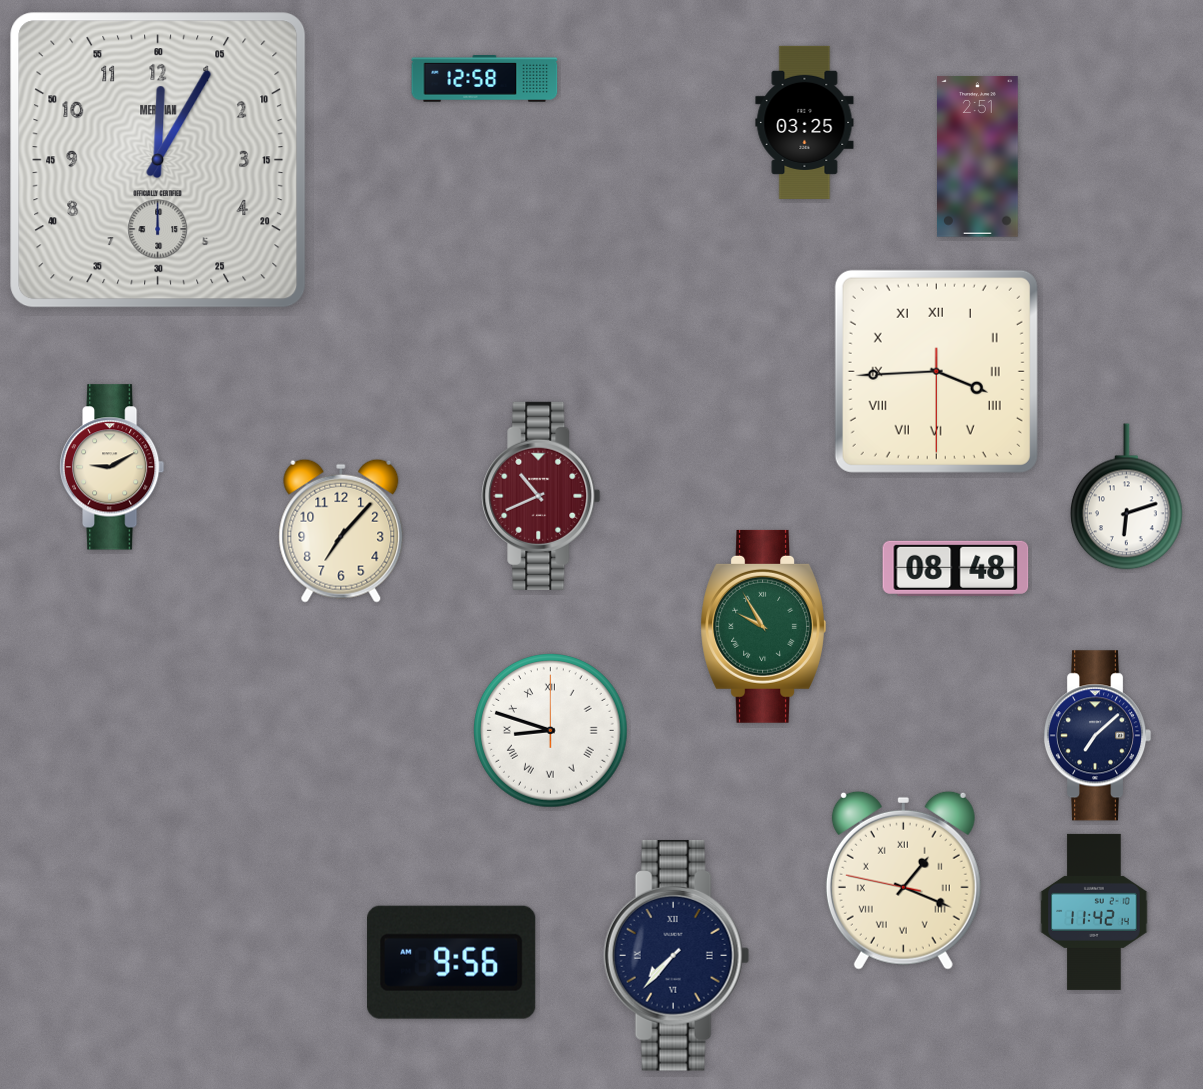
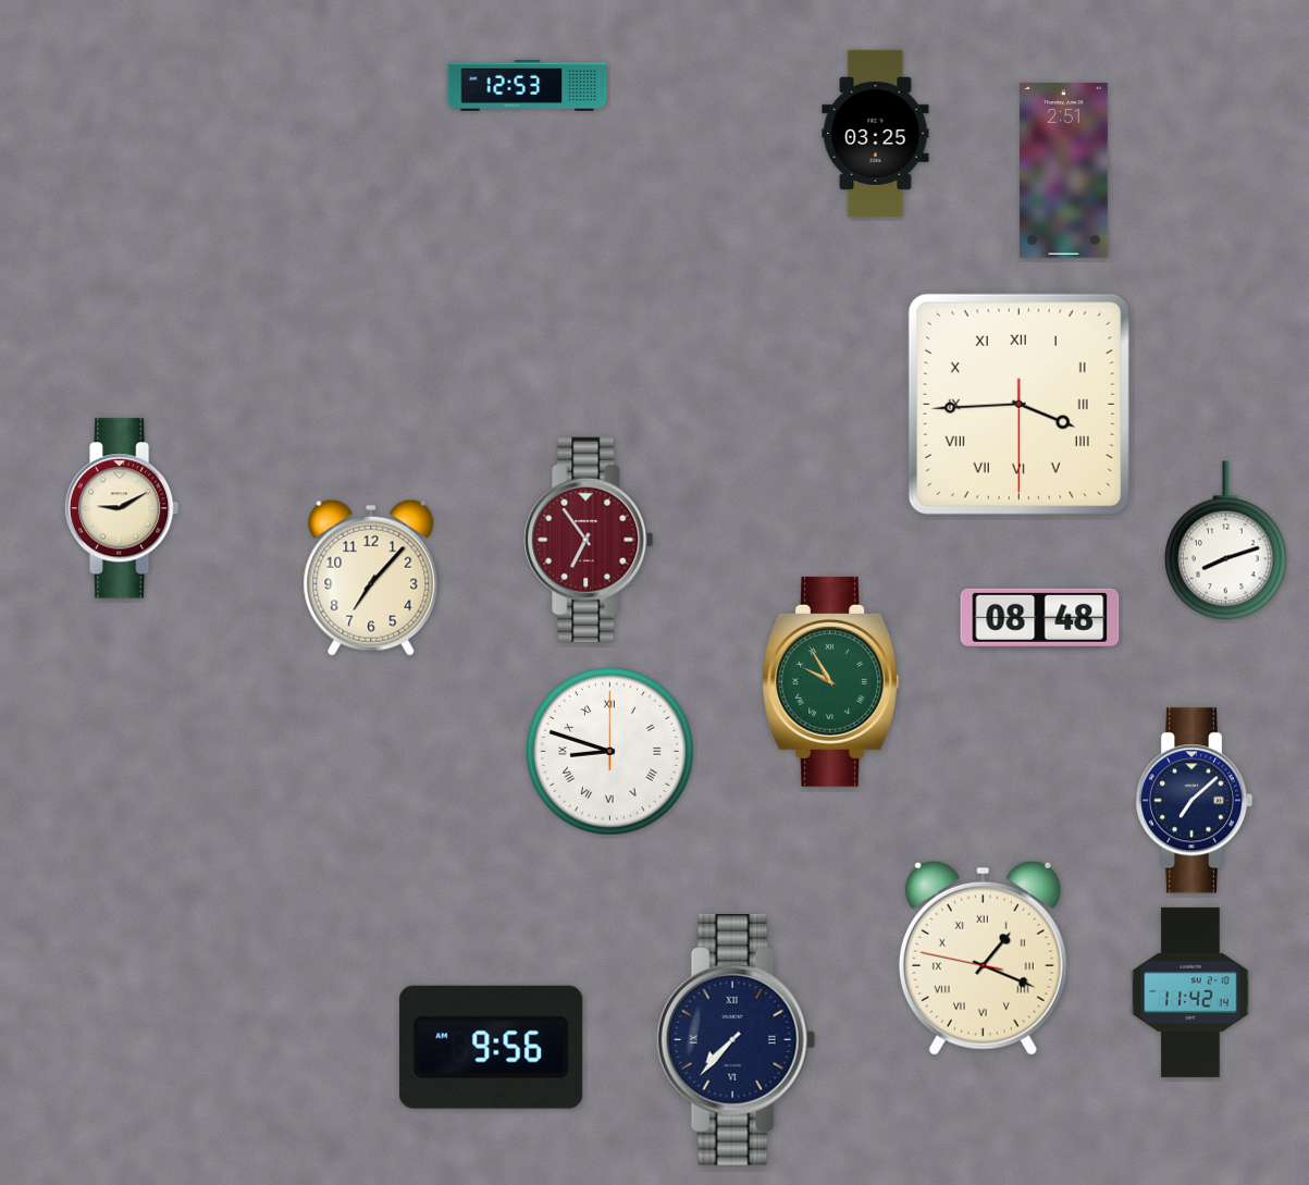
clock at (485, 79): 12:58 -> 12:53
clock at (158, 160): 12:05 -> none
clock at (541, 496): 10:41 -> 6:54
clock at (1127, 497): 6:12 -> 8:12
clock at (551, 731) position: (551, 731) -> (610, 752)
